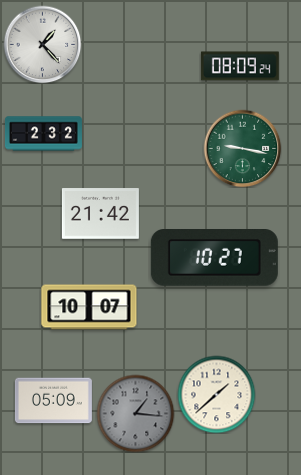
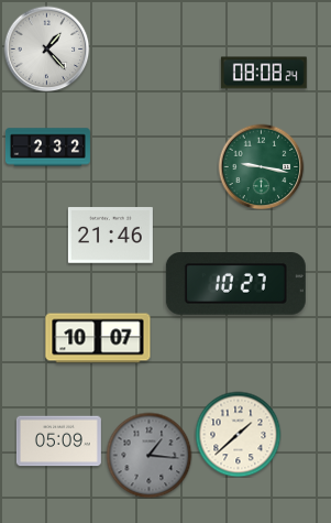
clock at (240, 66): 08:09 -> 08:08
clock at (242, 148) position: (242, 148) -> (261, 166)
clock at (100, 214): 21:42 -> 21:46
